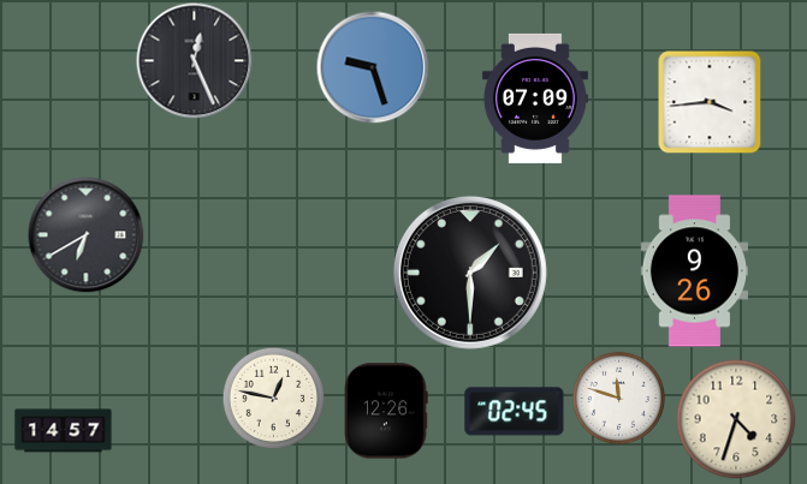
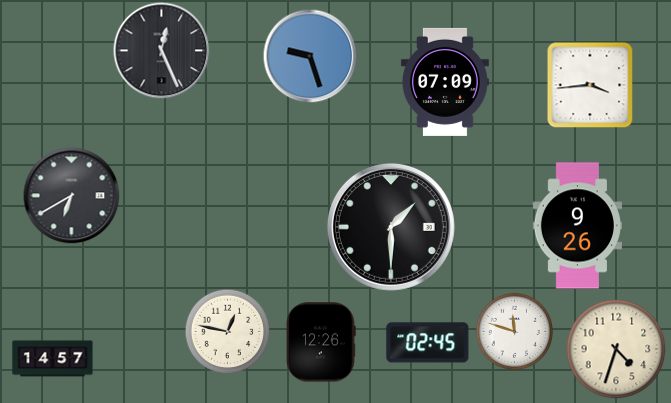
clock at (736, 419) position: (736, 419) -> (616, 349)
